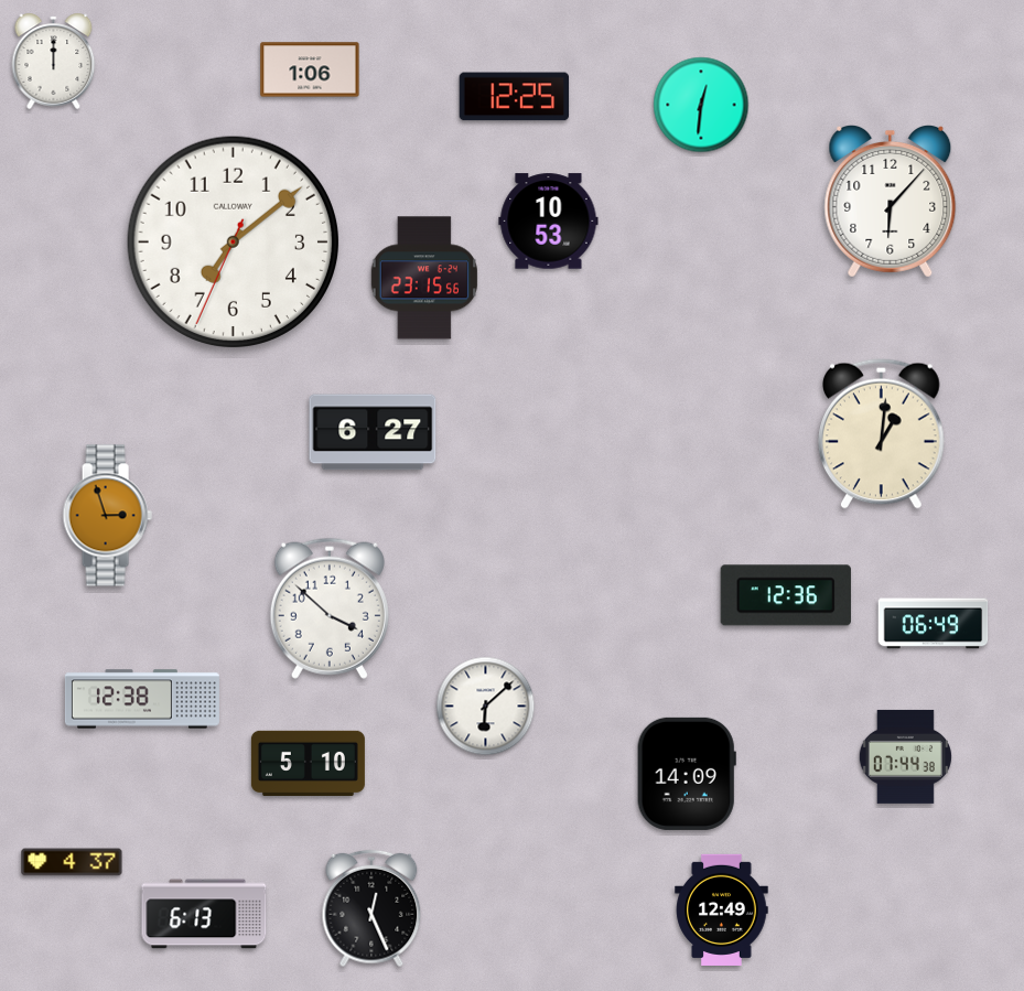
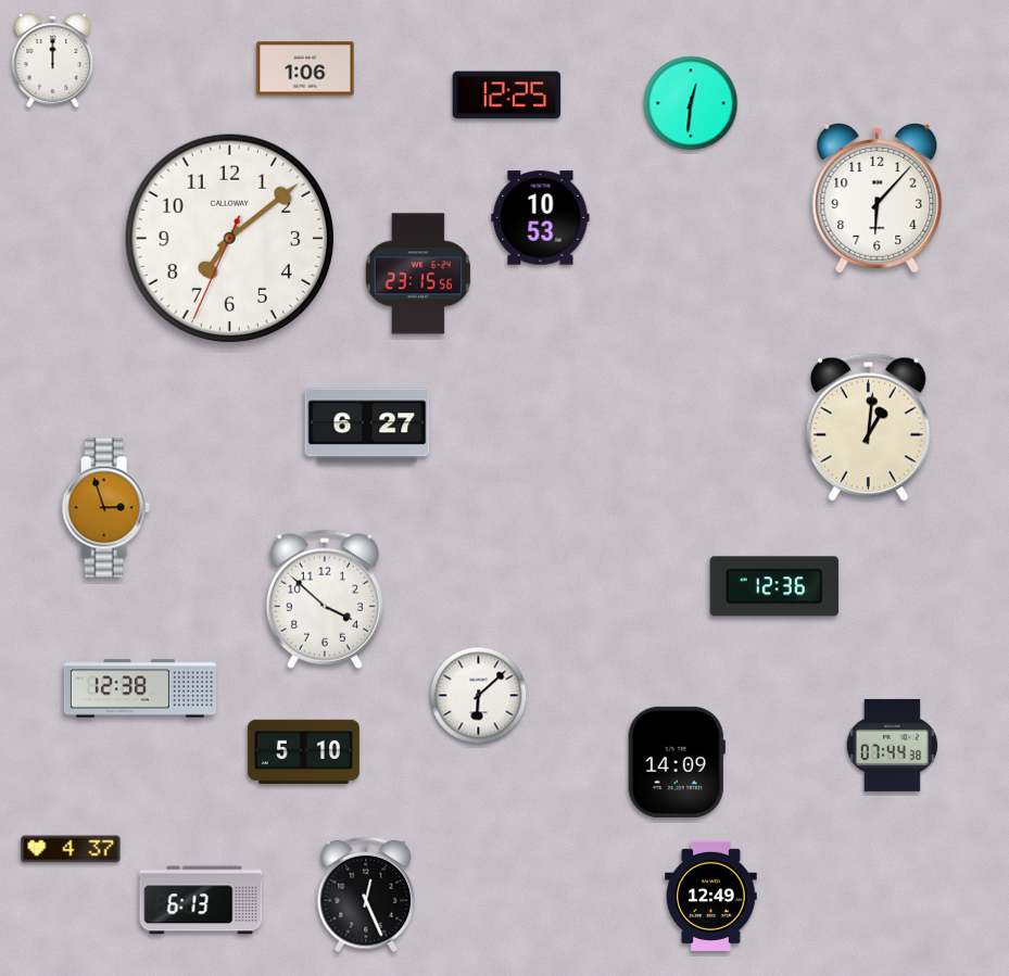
clock at (934, 624): 06:49 -> none
